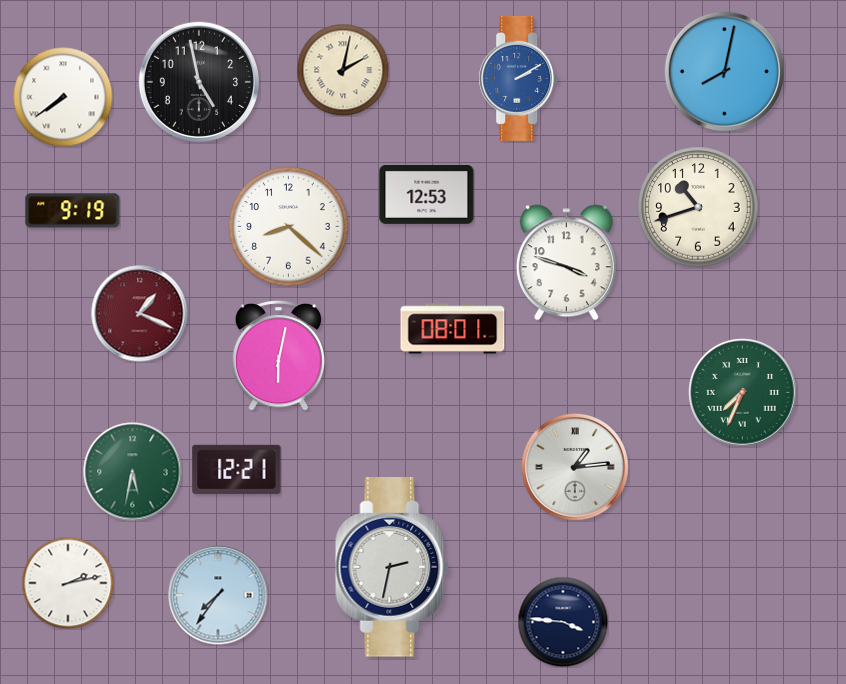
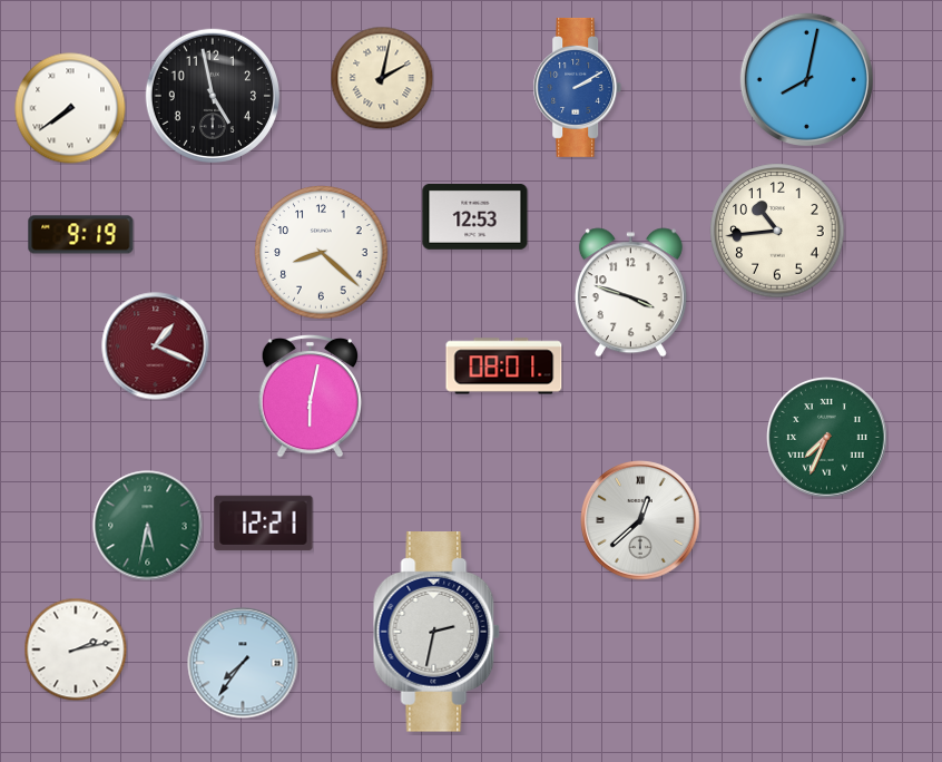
clock at (198, 81) position: (198, 81) -> (212, 95)
clock at (698, 207): 10:42 -> 10:44
clock at (140, 314) position: (140, 314) -> (156, 346)
clock at (575, 467): 1:14 -> 12:38
clock at (563, 622): 3:46 -> none
